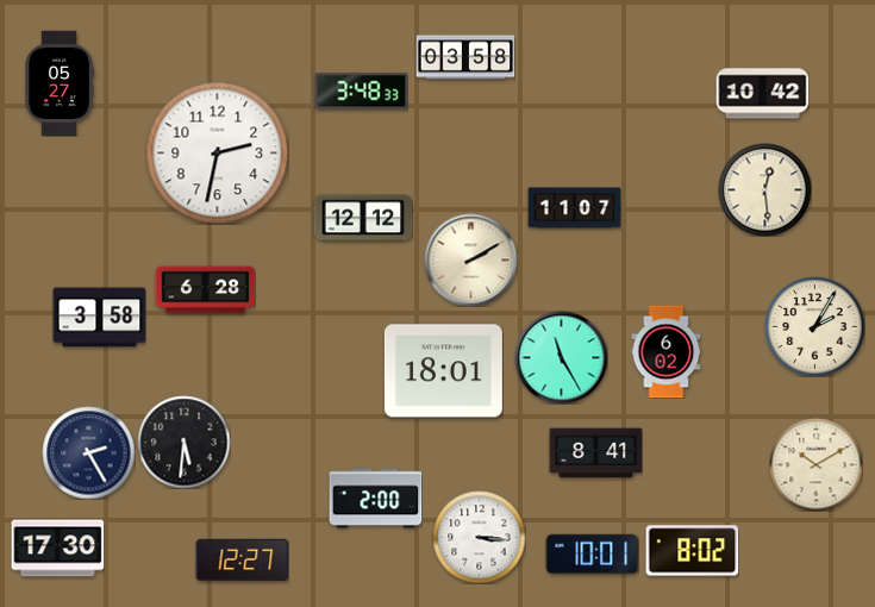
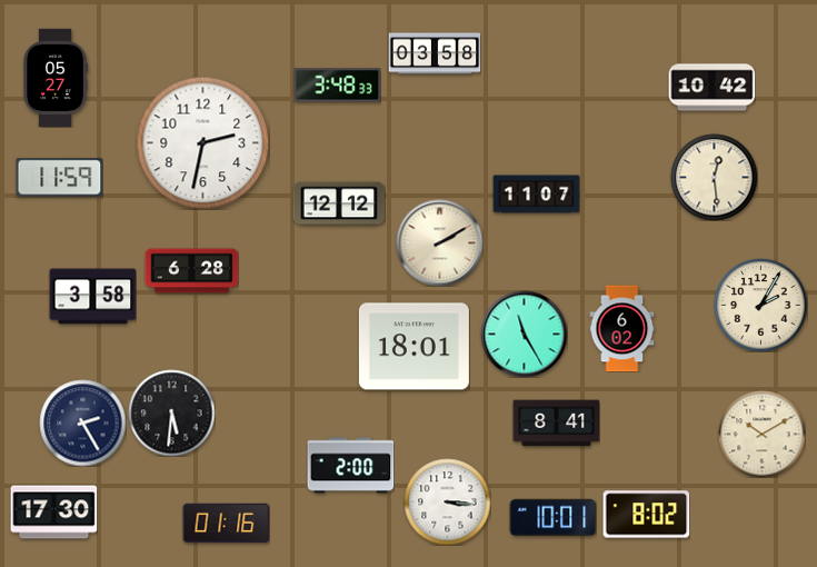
clock at (59, 178): none -> 11:59
clock at (242, 561): 12:27 -> 01:16
